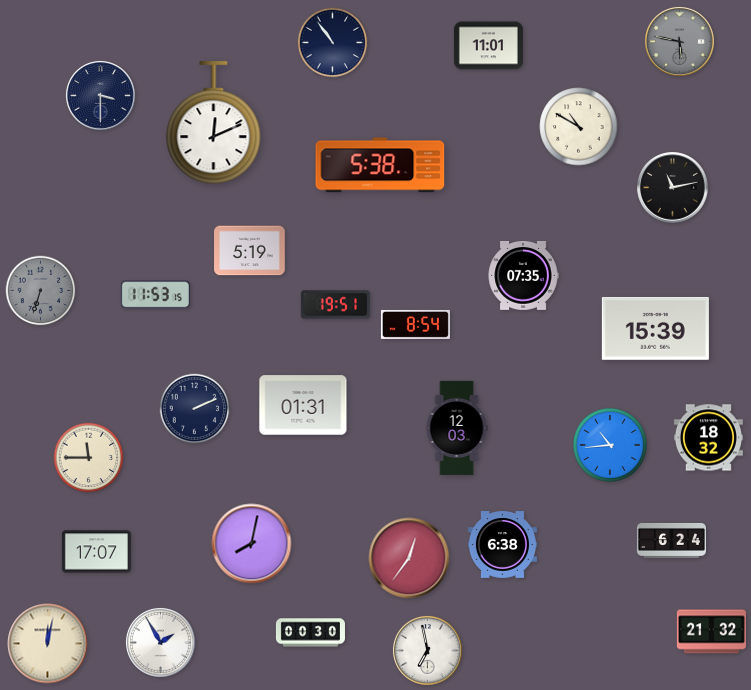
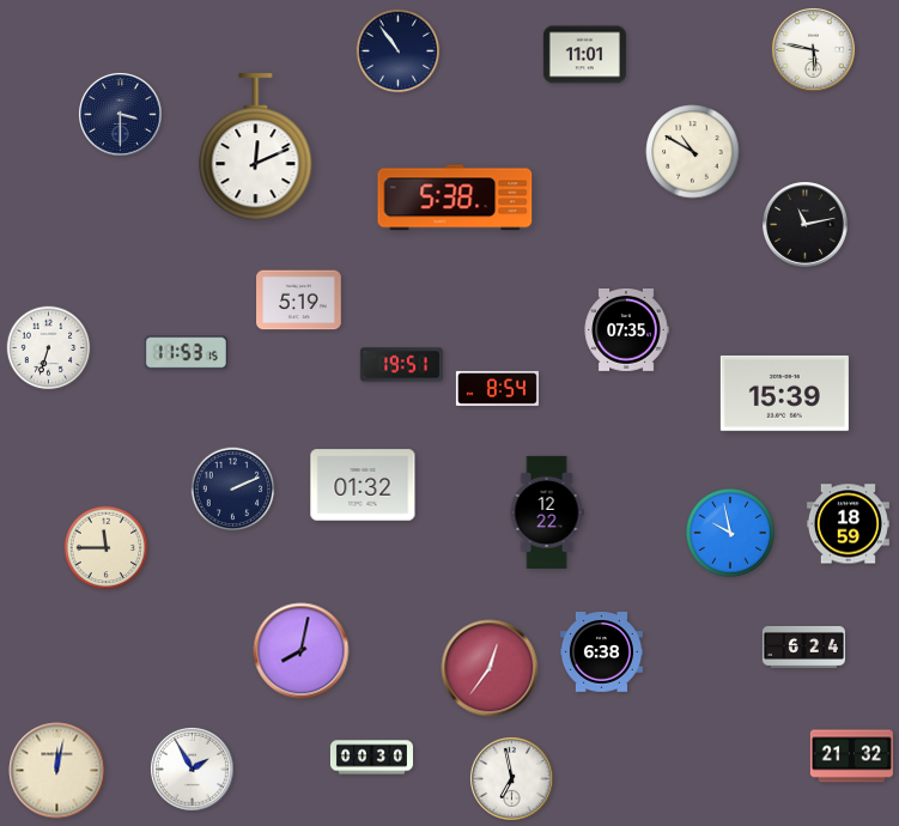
clock at (679, 41) dial: grey -> white
clock at (41, 291) dial: grey -> white
clock at (303, 405): 01:31 -> 01:32
clock at (457, 428): 12:03 -> 12:22
clock at (708, 438): 18:32 -> 18:59
clock at (610, 445): 10:44 -> 9:58
clock at (96, 552): 17:07 -> none
